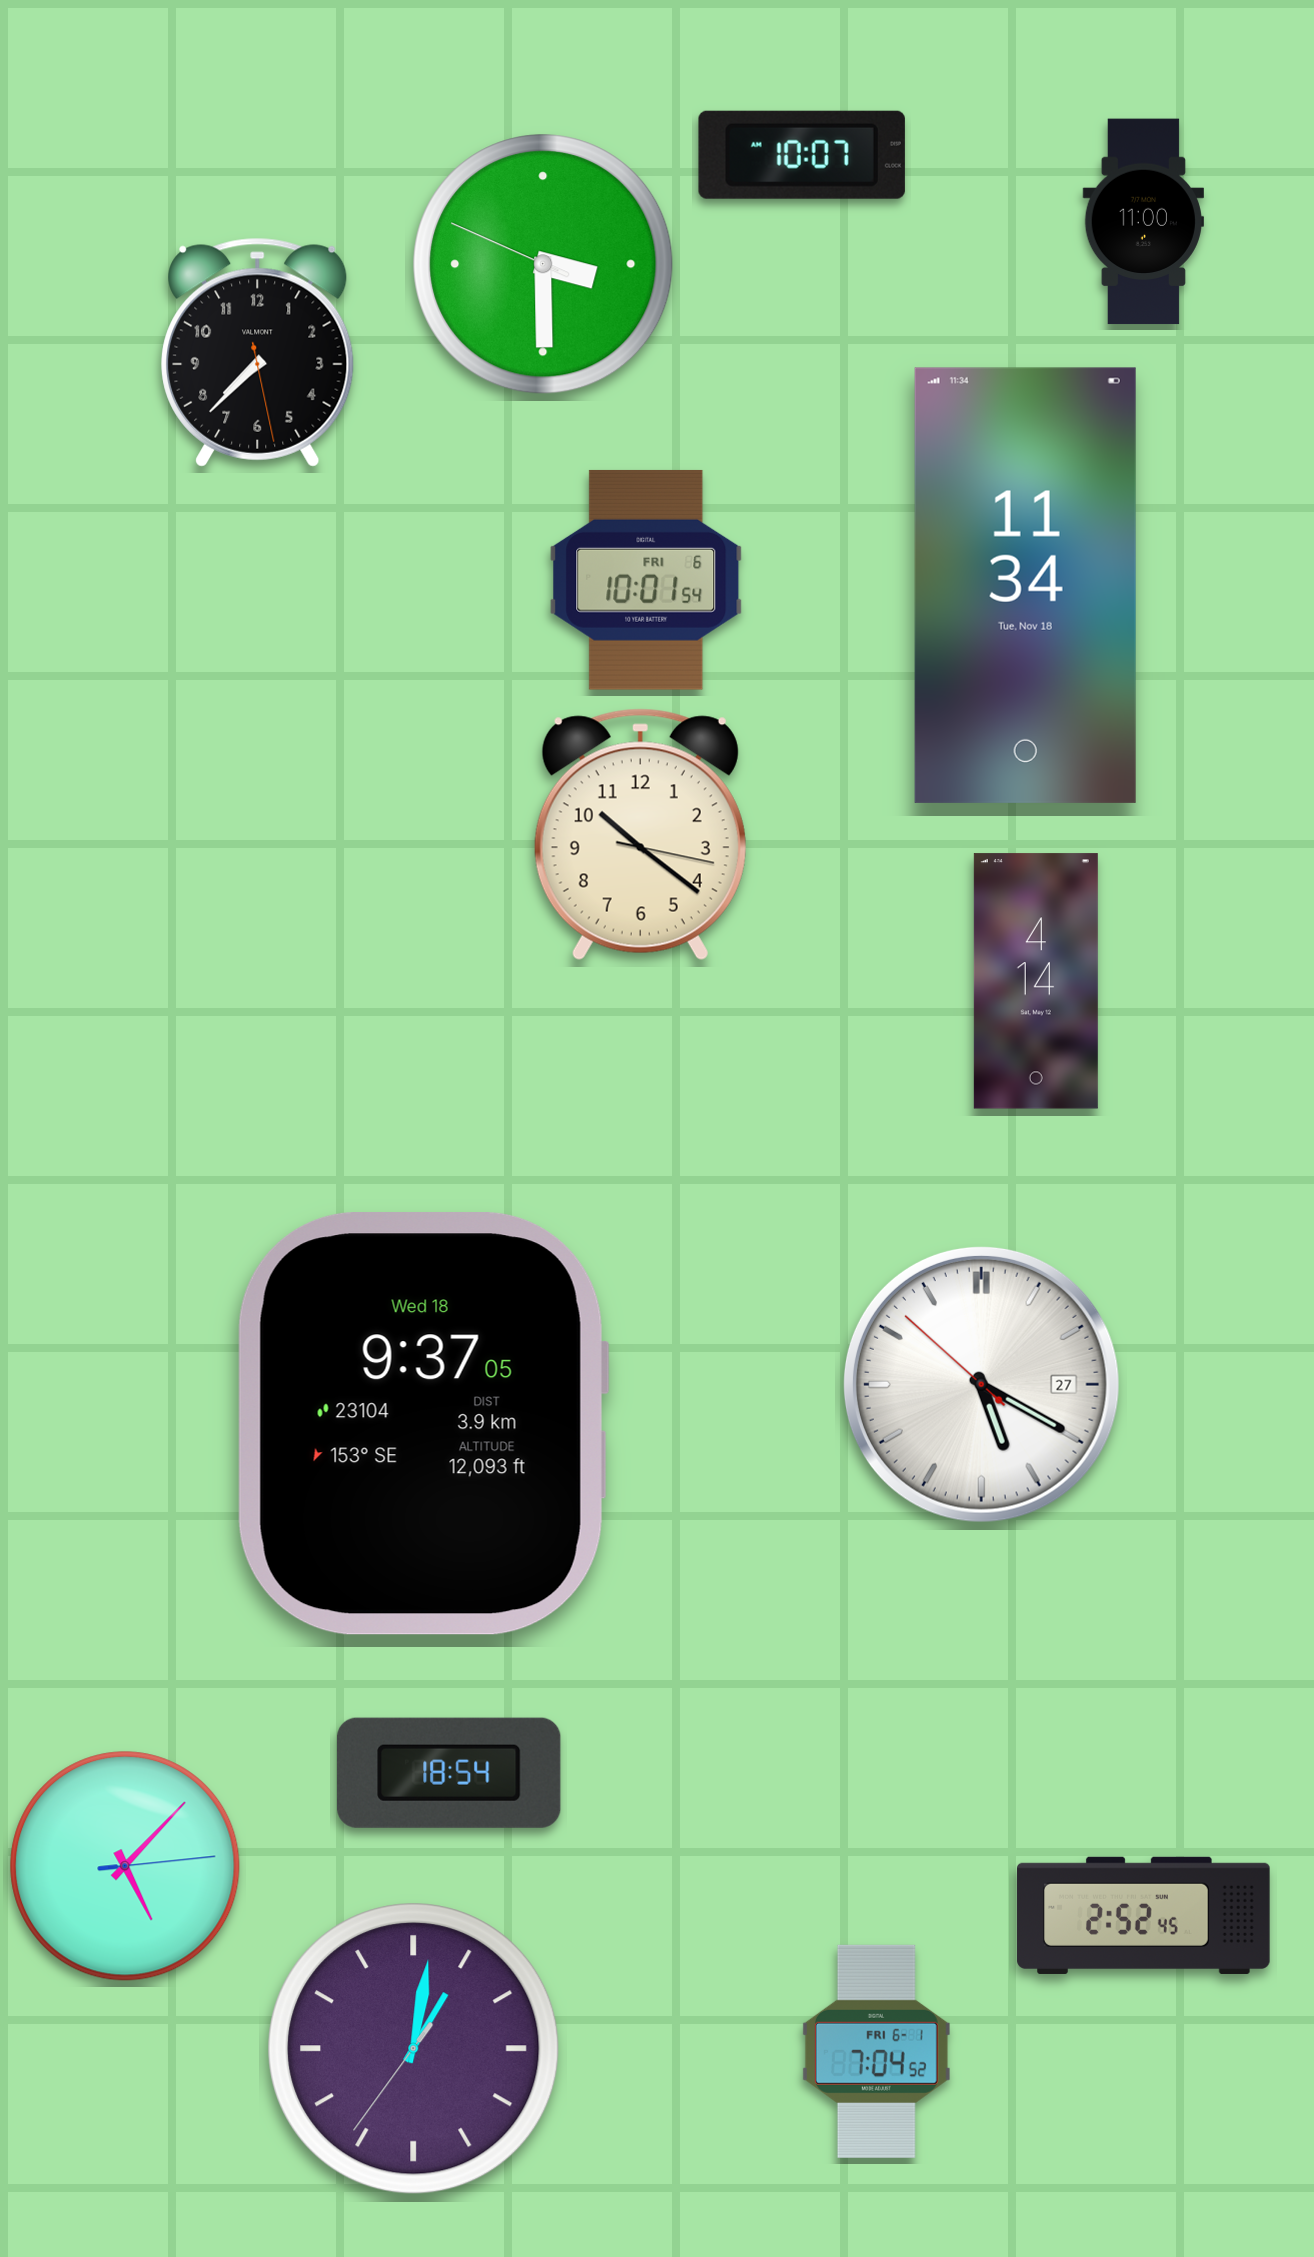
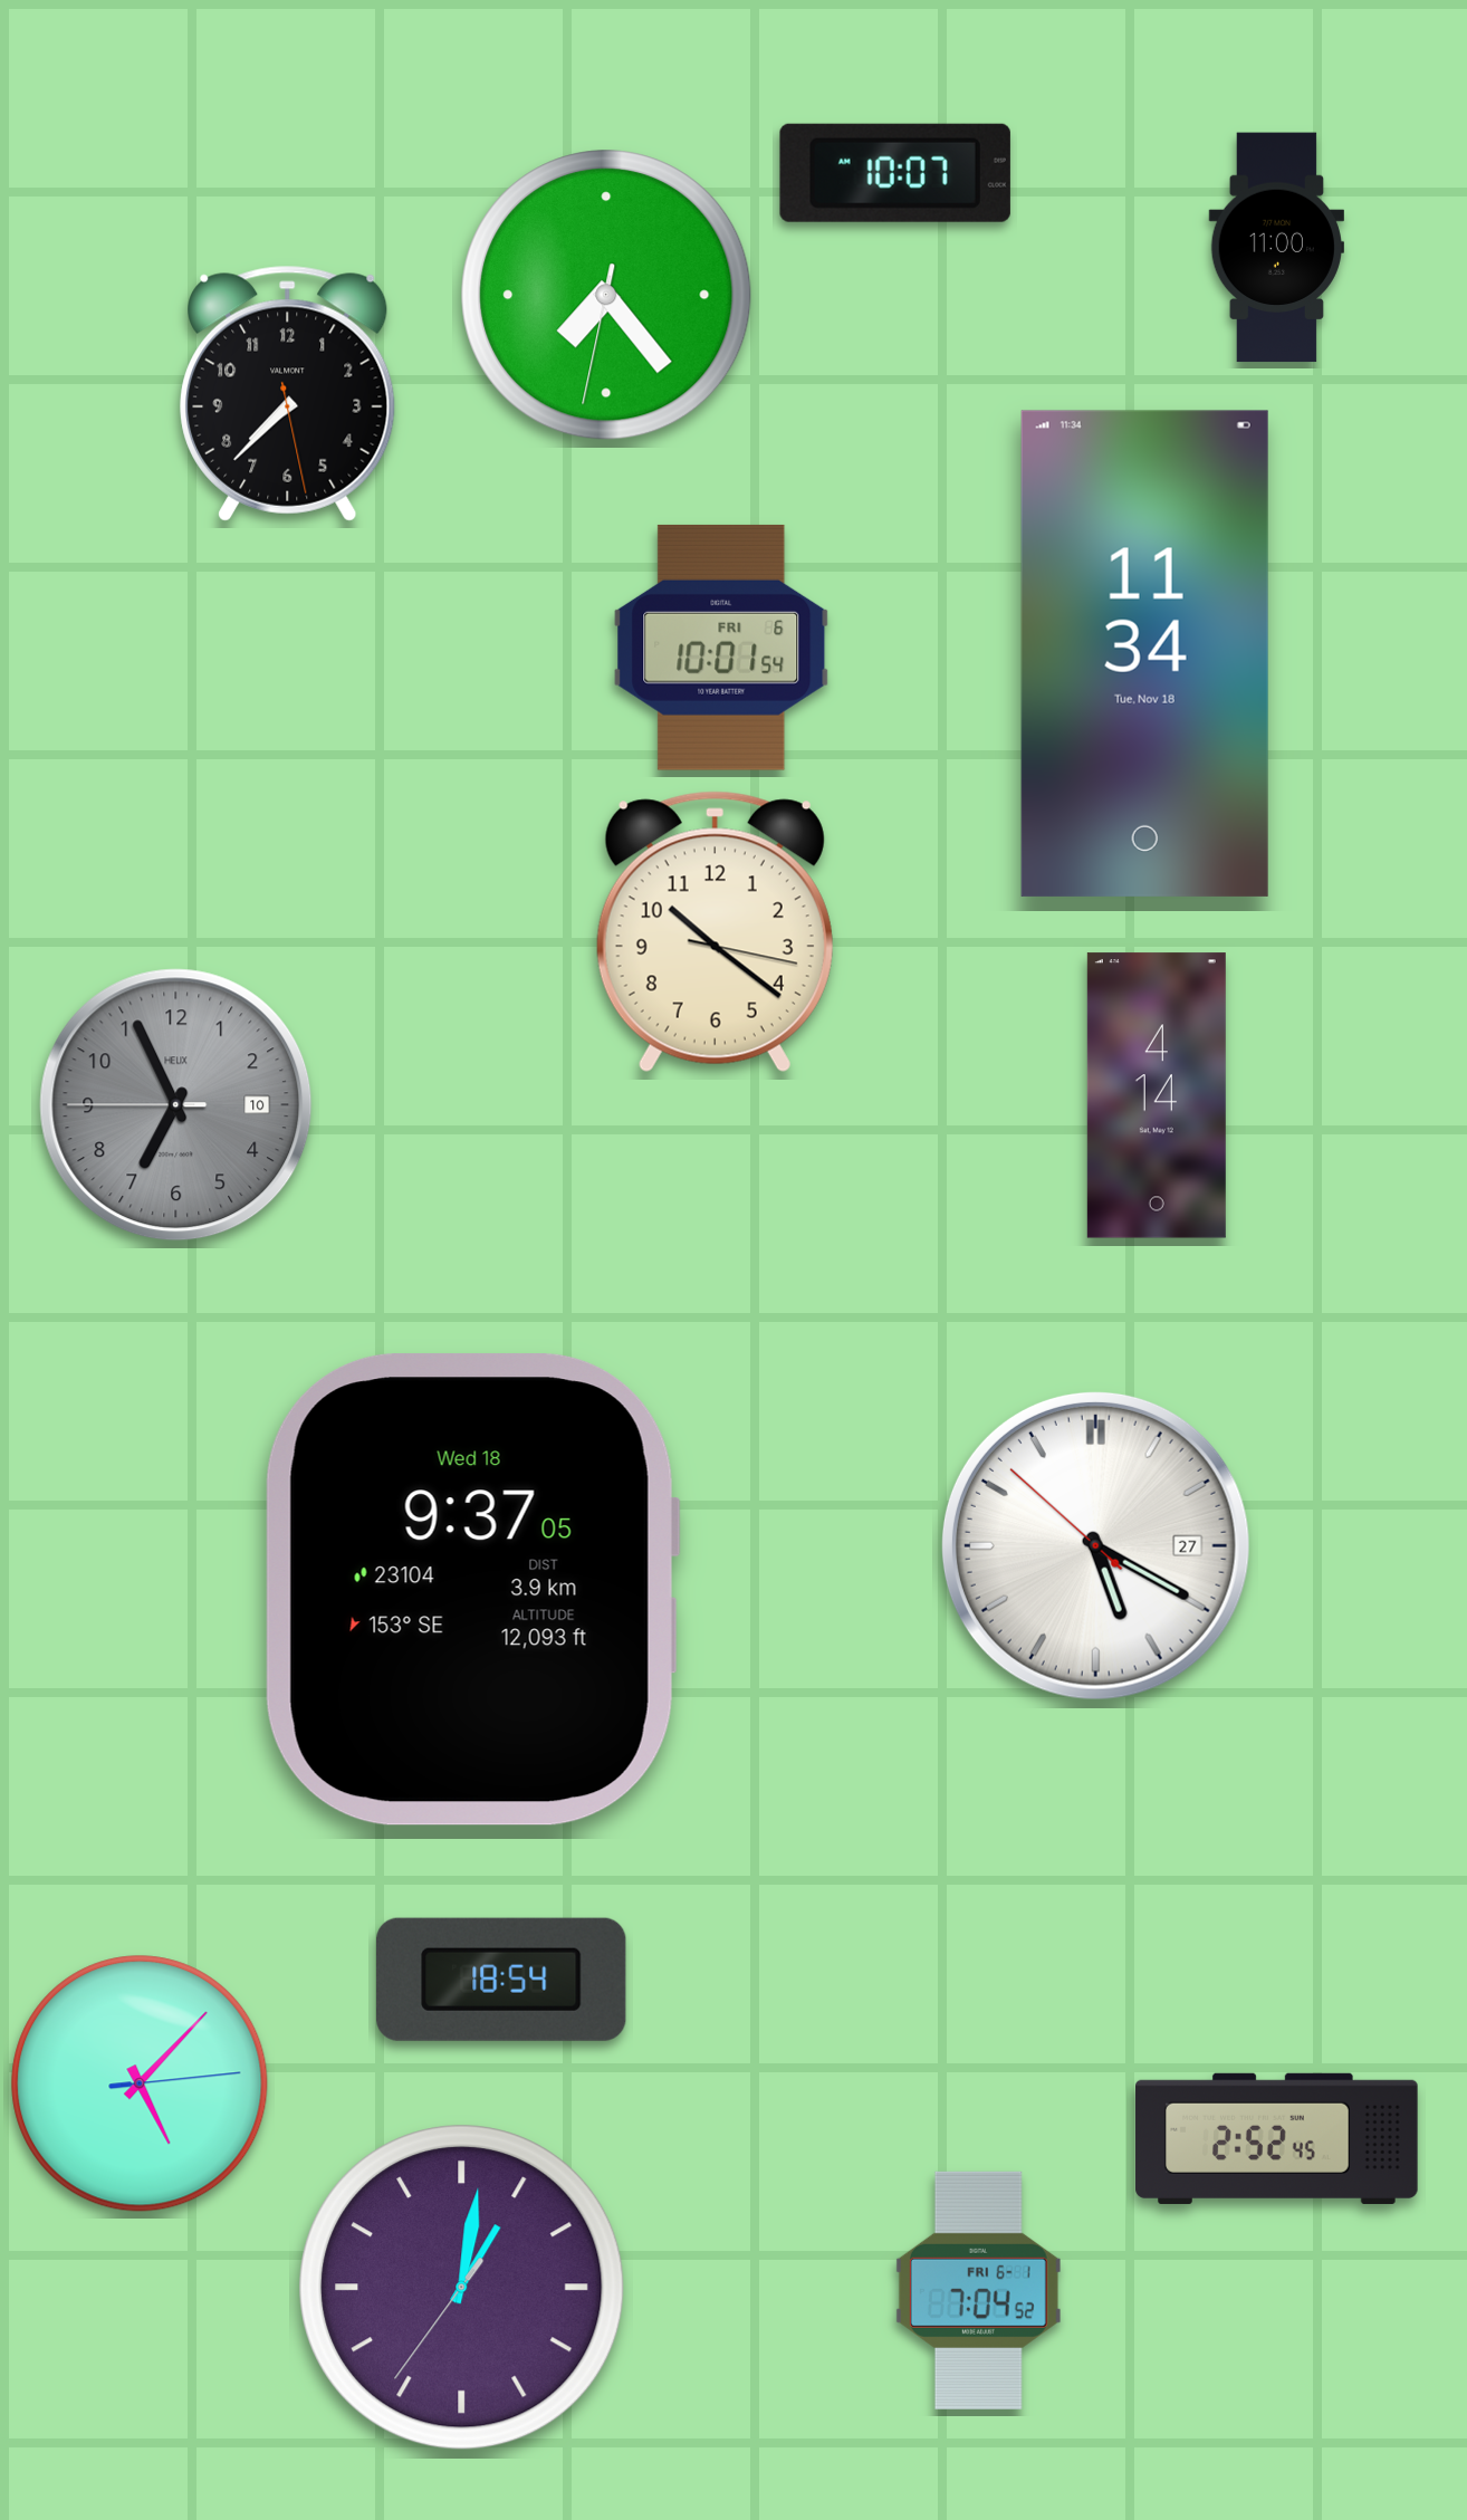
clock at (543, 264): 3:29 -> 7:23
clock at (176, 1105): none -> 6:55
